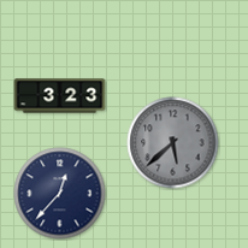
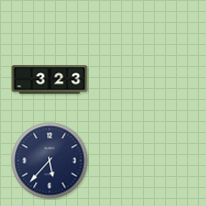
clock at (173, 143): 5:38 -> none
clock at (60, 194): 12:37 -> 5:37
